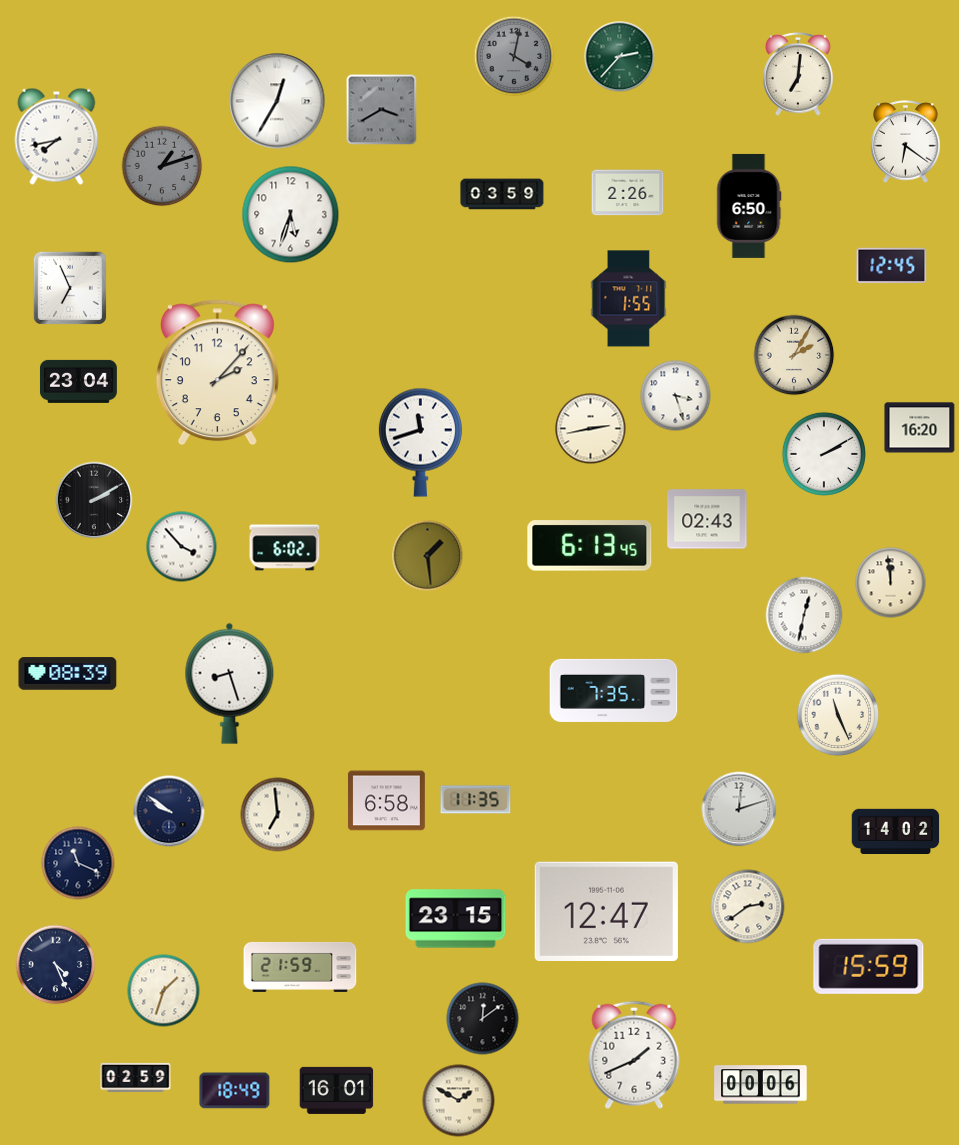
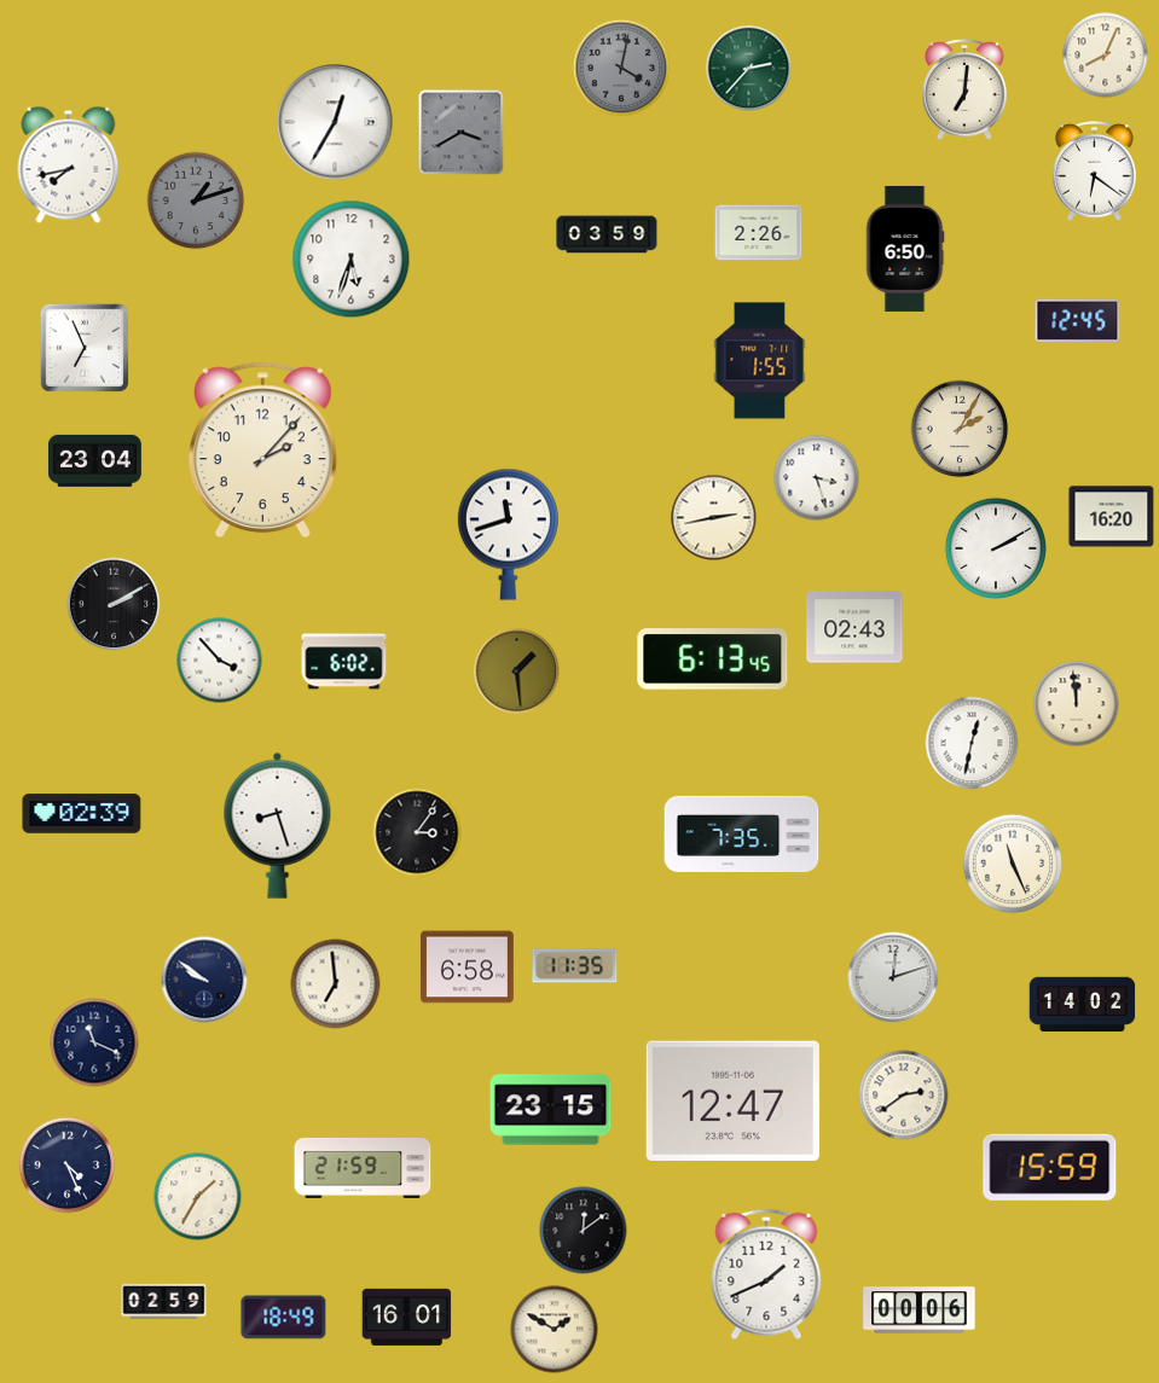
clock at (1106, 56): none -> 8:04
clock at (68, 674): 08:39 -> 02:39
clock at (417, 832): none -> 3:06
clock at (164, 991): 1:33 -> 1:35
